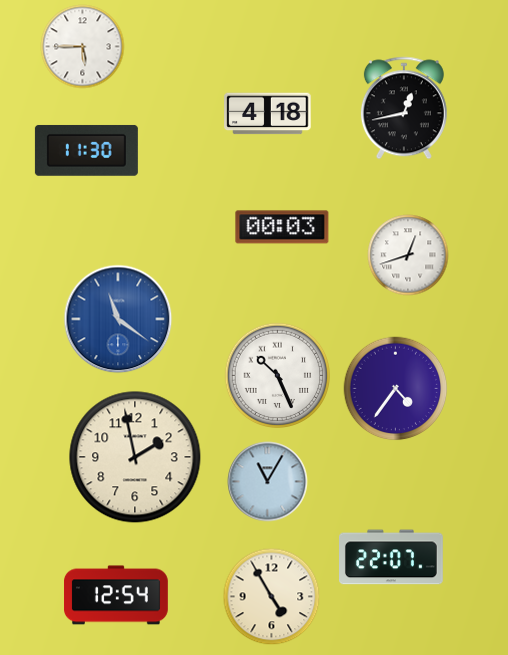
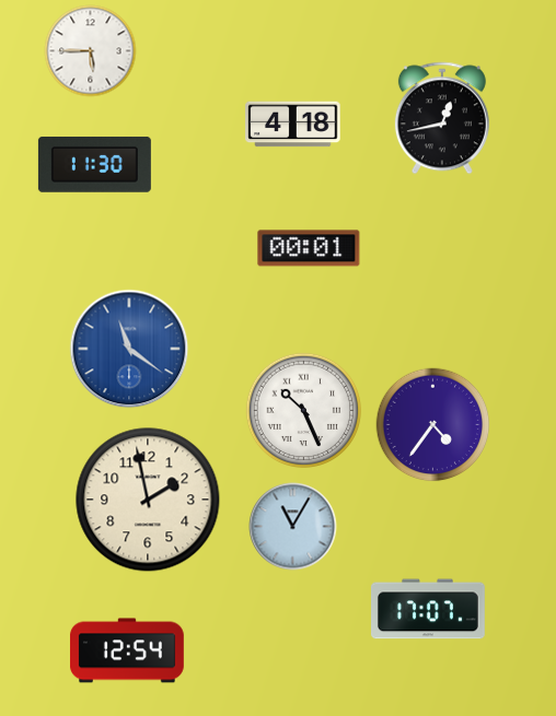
clock at (282, 227): 00:03 -> 00:01
clock at (408, 255): 12:42 -> none
clock at (392, 557): 22:07 -> 17:07
clock at (272, 597): 4:55 -> none
